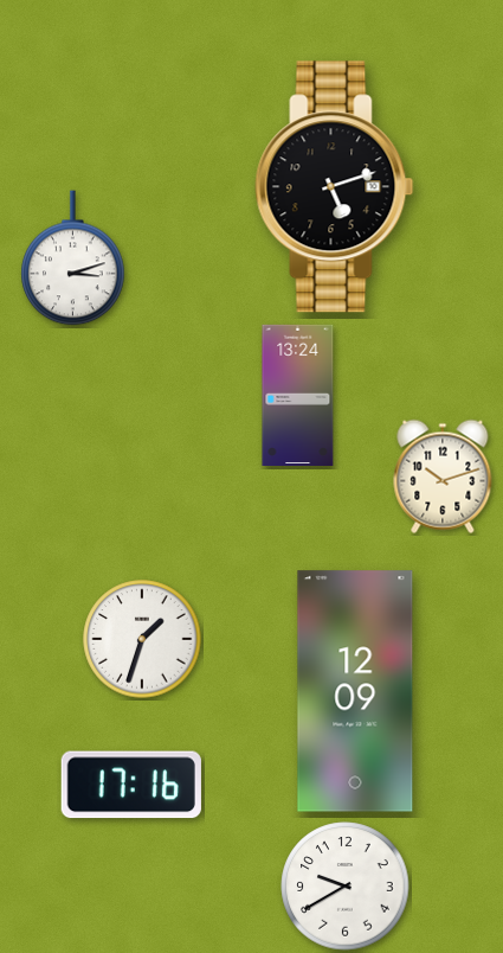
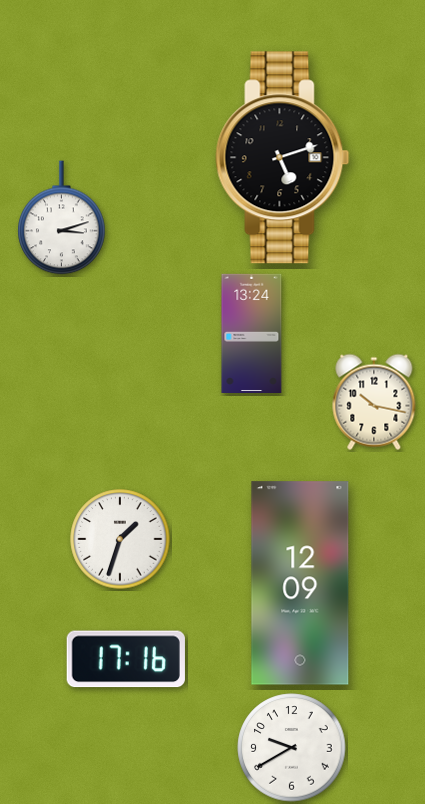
clock at (443, 476): 10:12 -> 10:17
clock at (131, 785) position: (131, 785) -> (126, 659)
